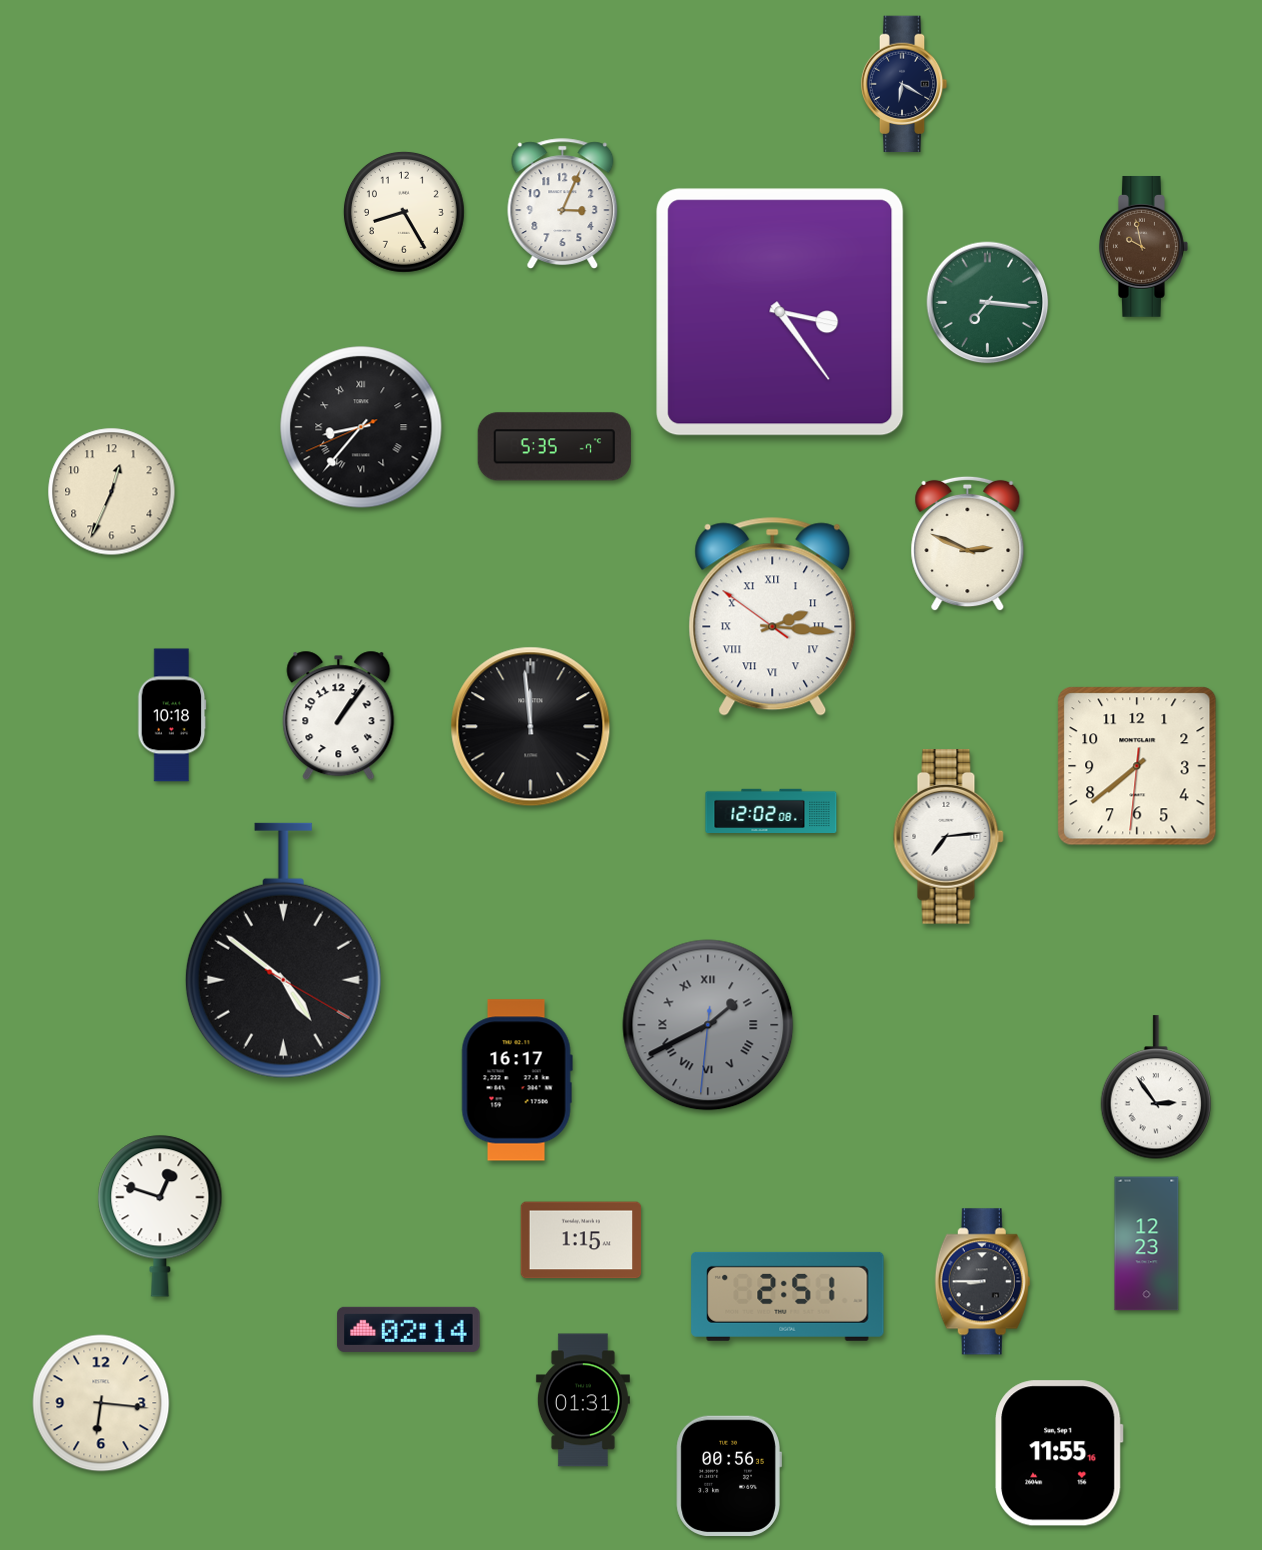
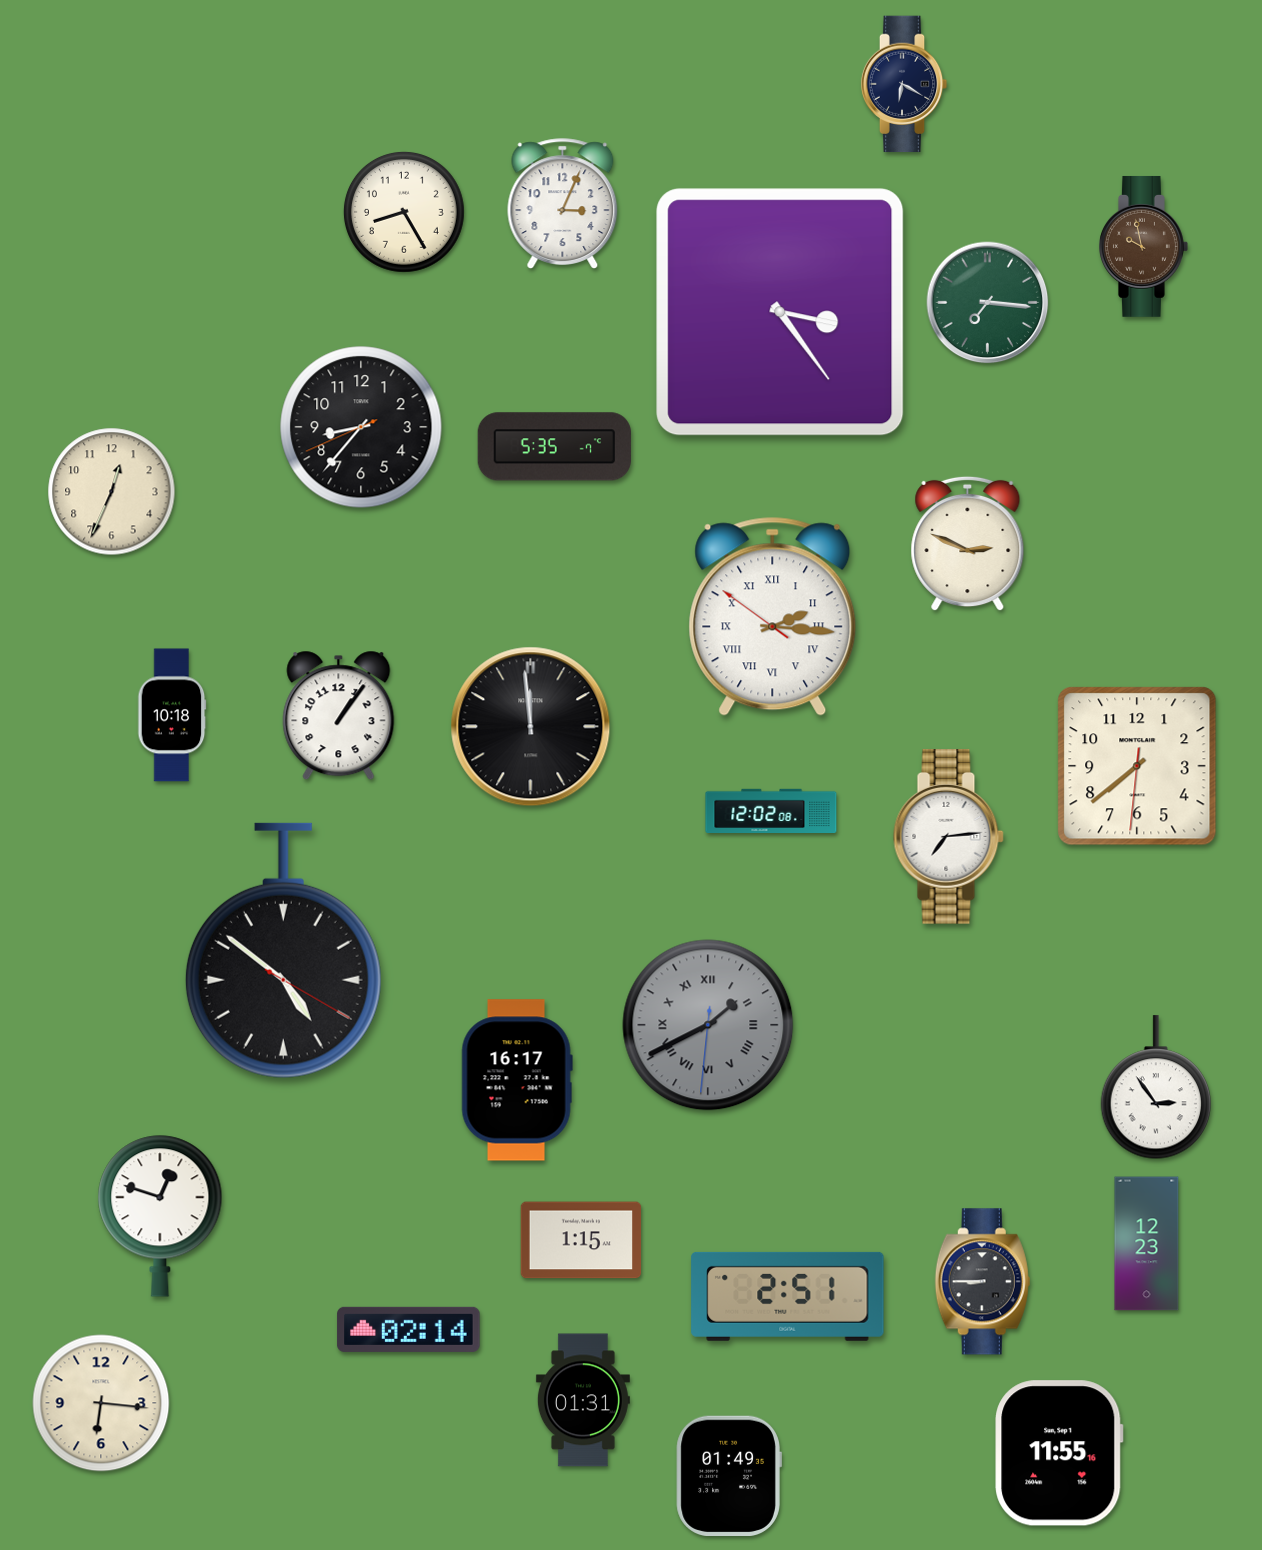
clock at (361, 427) numerals: Roman -> Arabic
clock at (729, 1475): 00:56 -> 01:49
